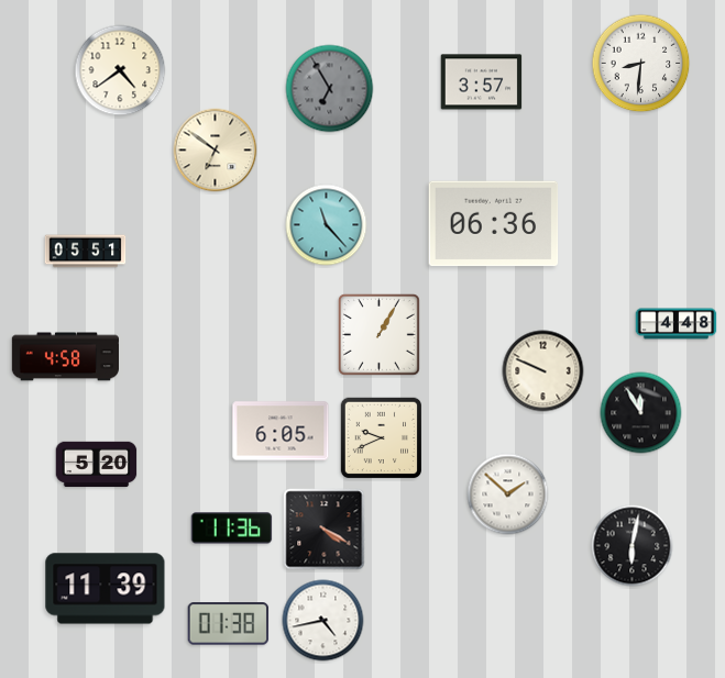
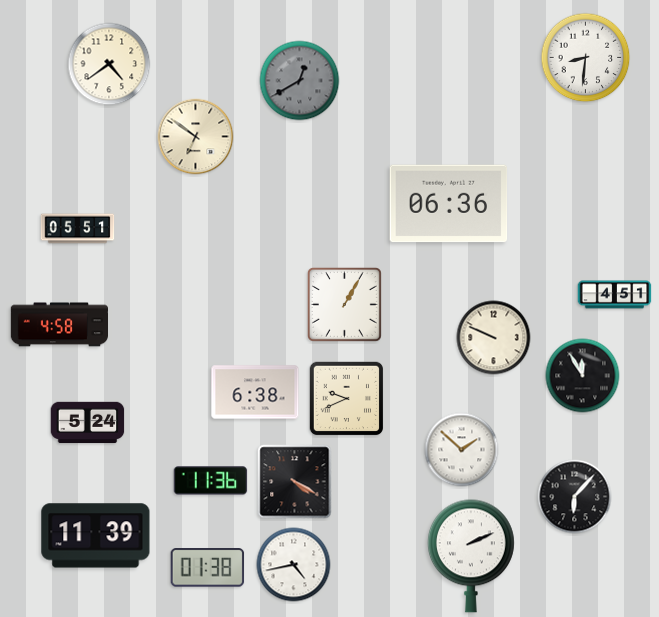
clock at (641, 64) position: (641, 64) -> (586, 58)
clock at (482, 82): 3:57 -> none
clock at (330, 89): 6:55 -> 12:40
clock at (327, 225): 11:23 -> none
clock at (677, 324): 4:48 -> 4:51
clock at (281, 431): 6:05 -> 6:38
clock at (97, 465): 5:20 -> 5:24
clock at (633, 546): 6:02 -> 6:07
clock at (471, 556): none -> 2:11
